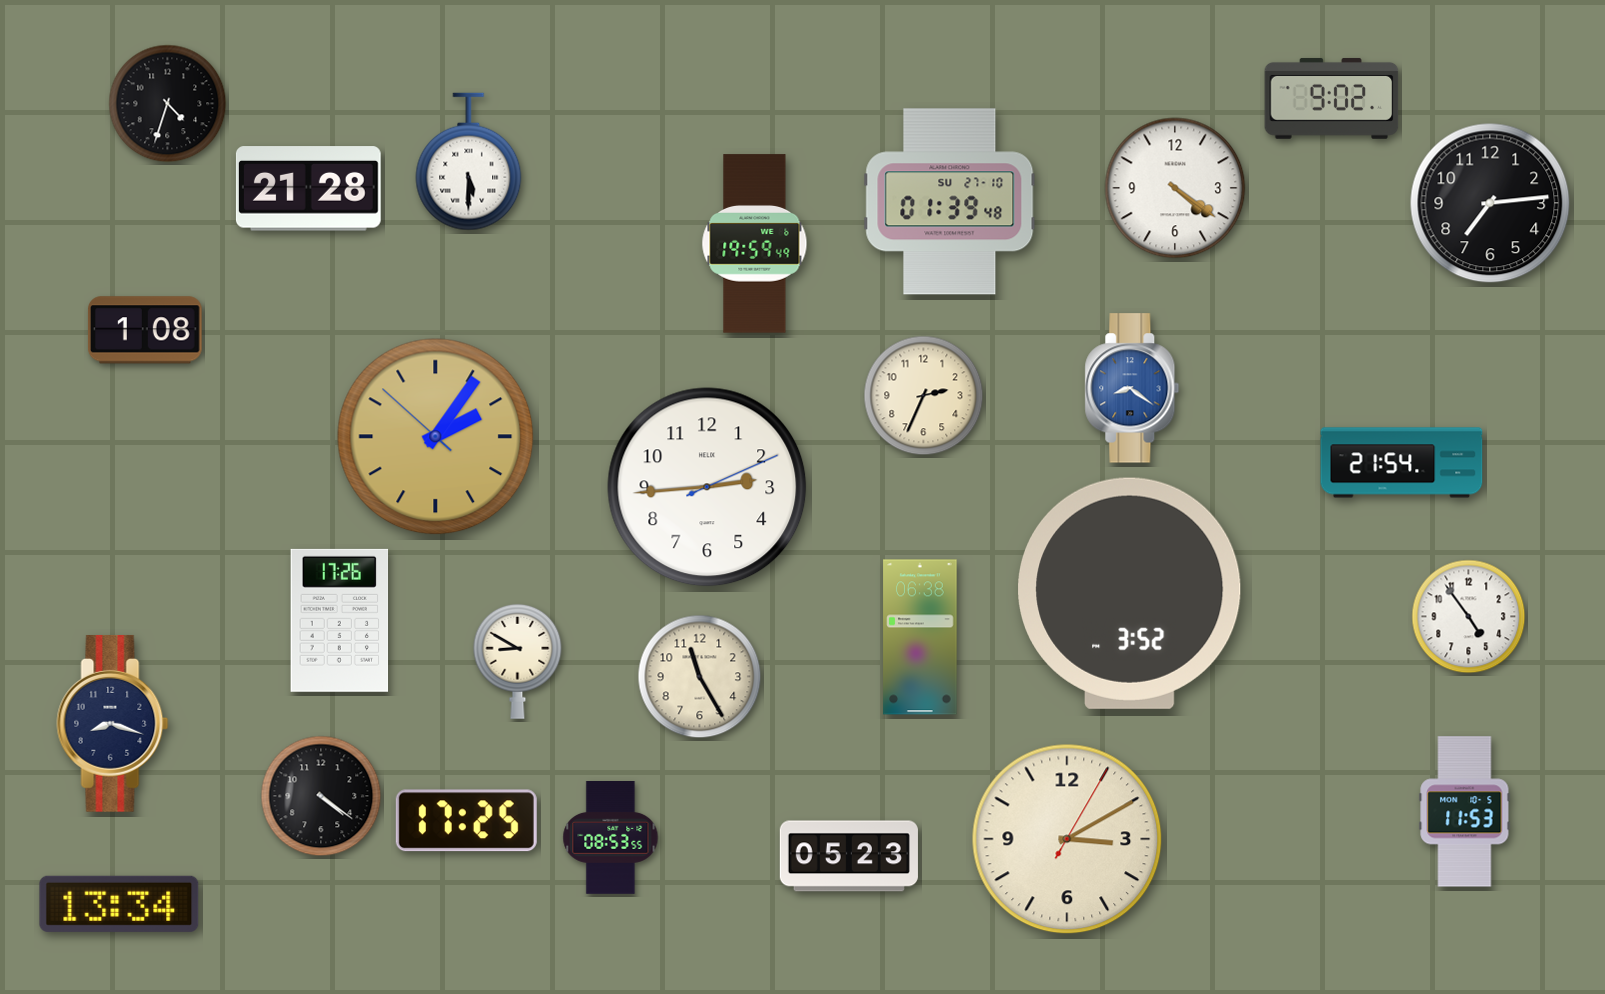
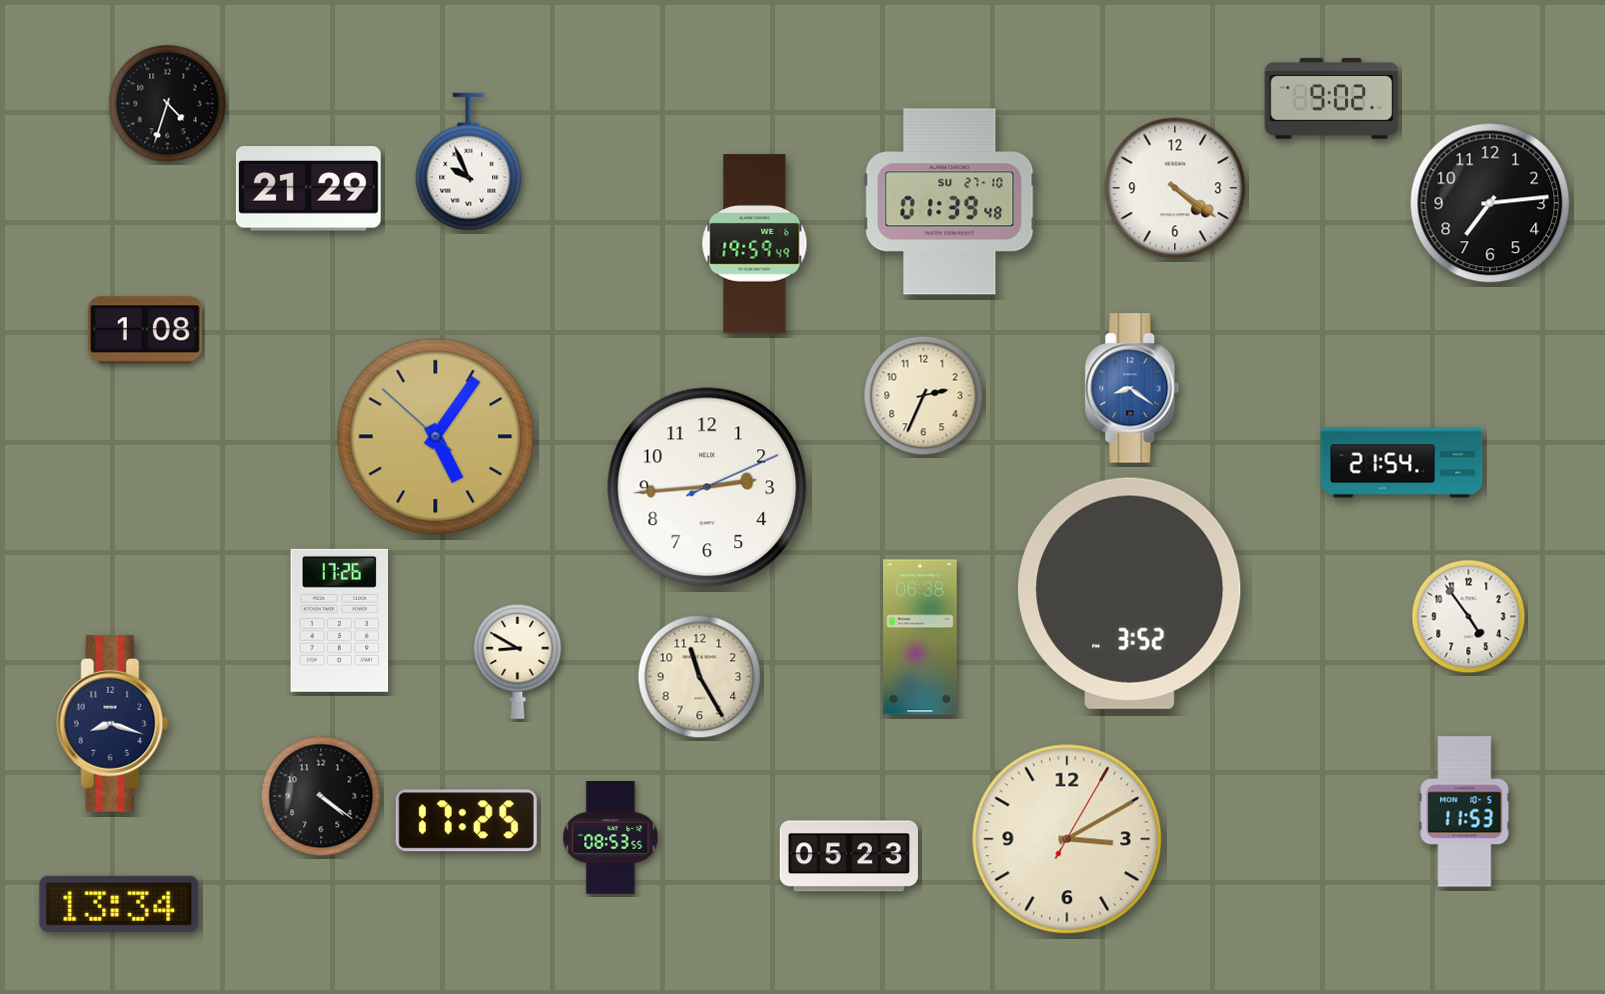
clock at (469, 162): 5:30 -> 9:56
clock at (308, 189): 21:28 -> 21:29
clock at (436, 437): 2:05 -> 5:05
